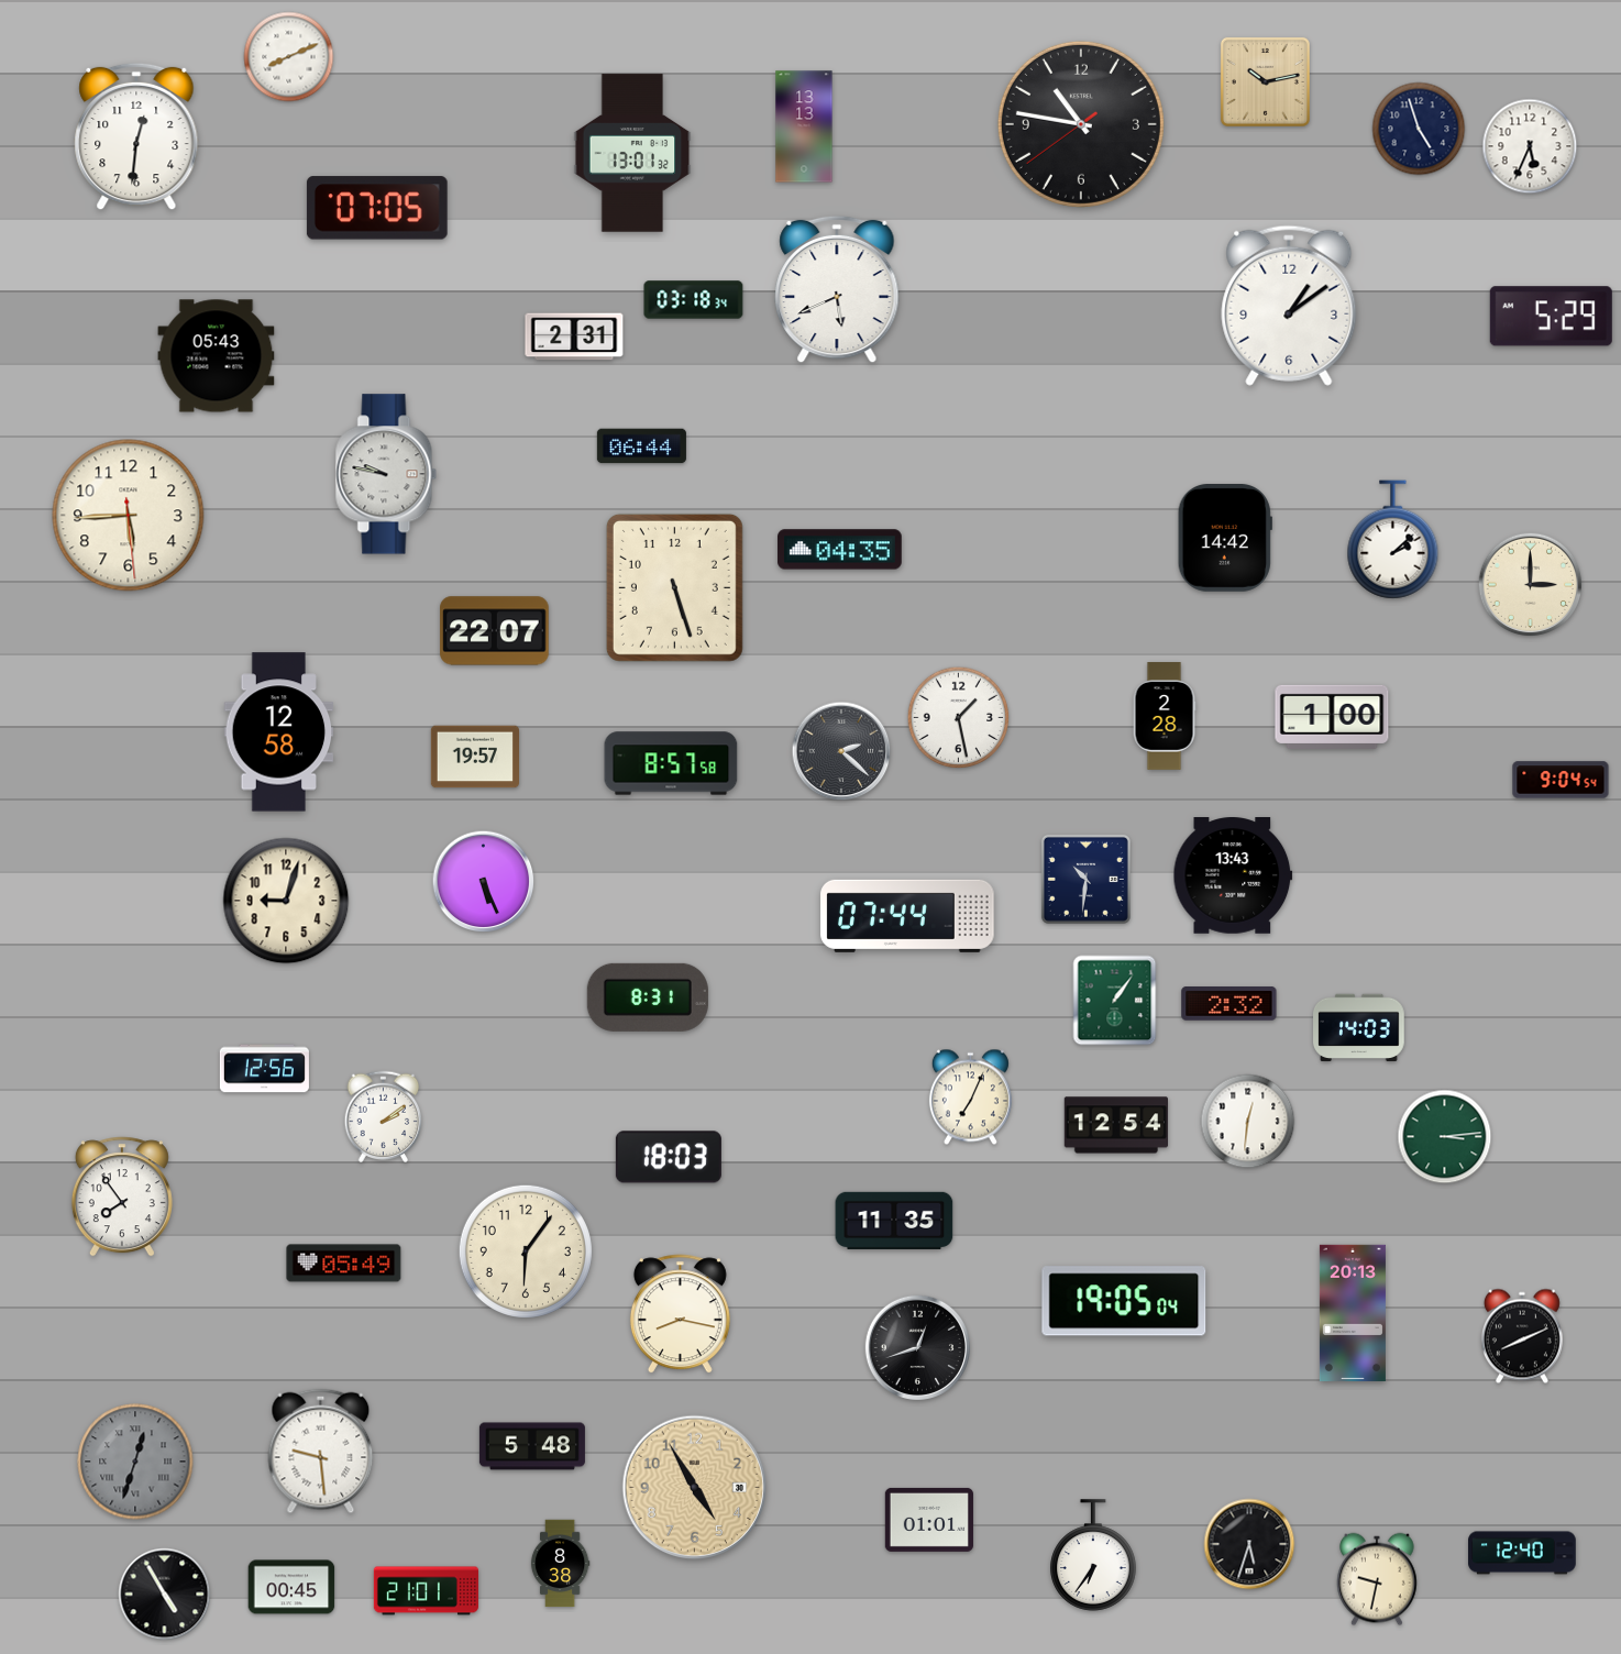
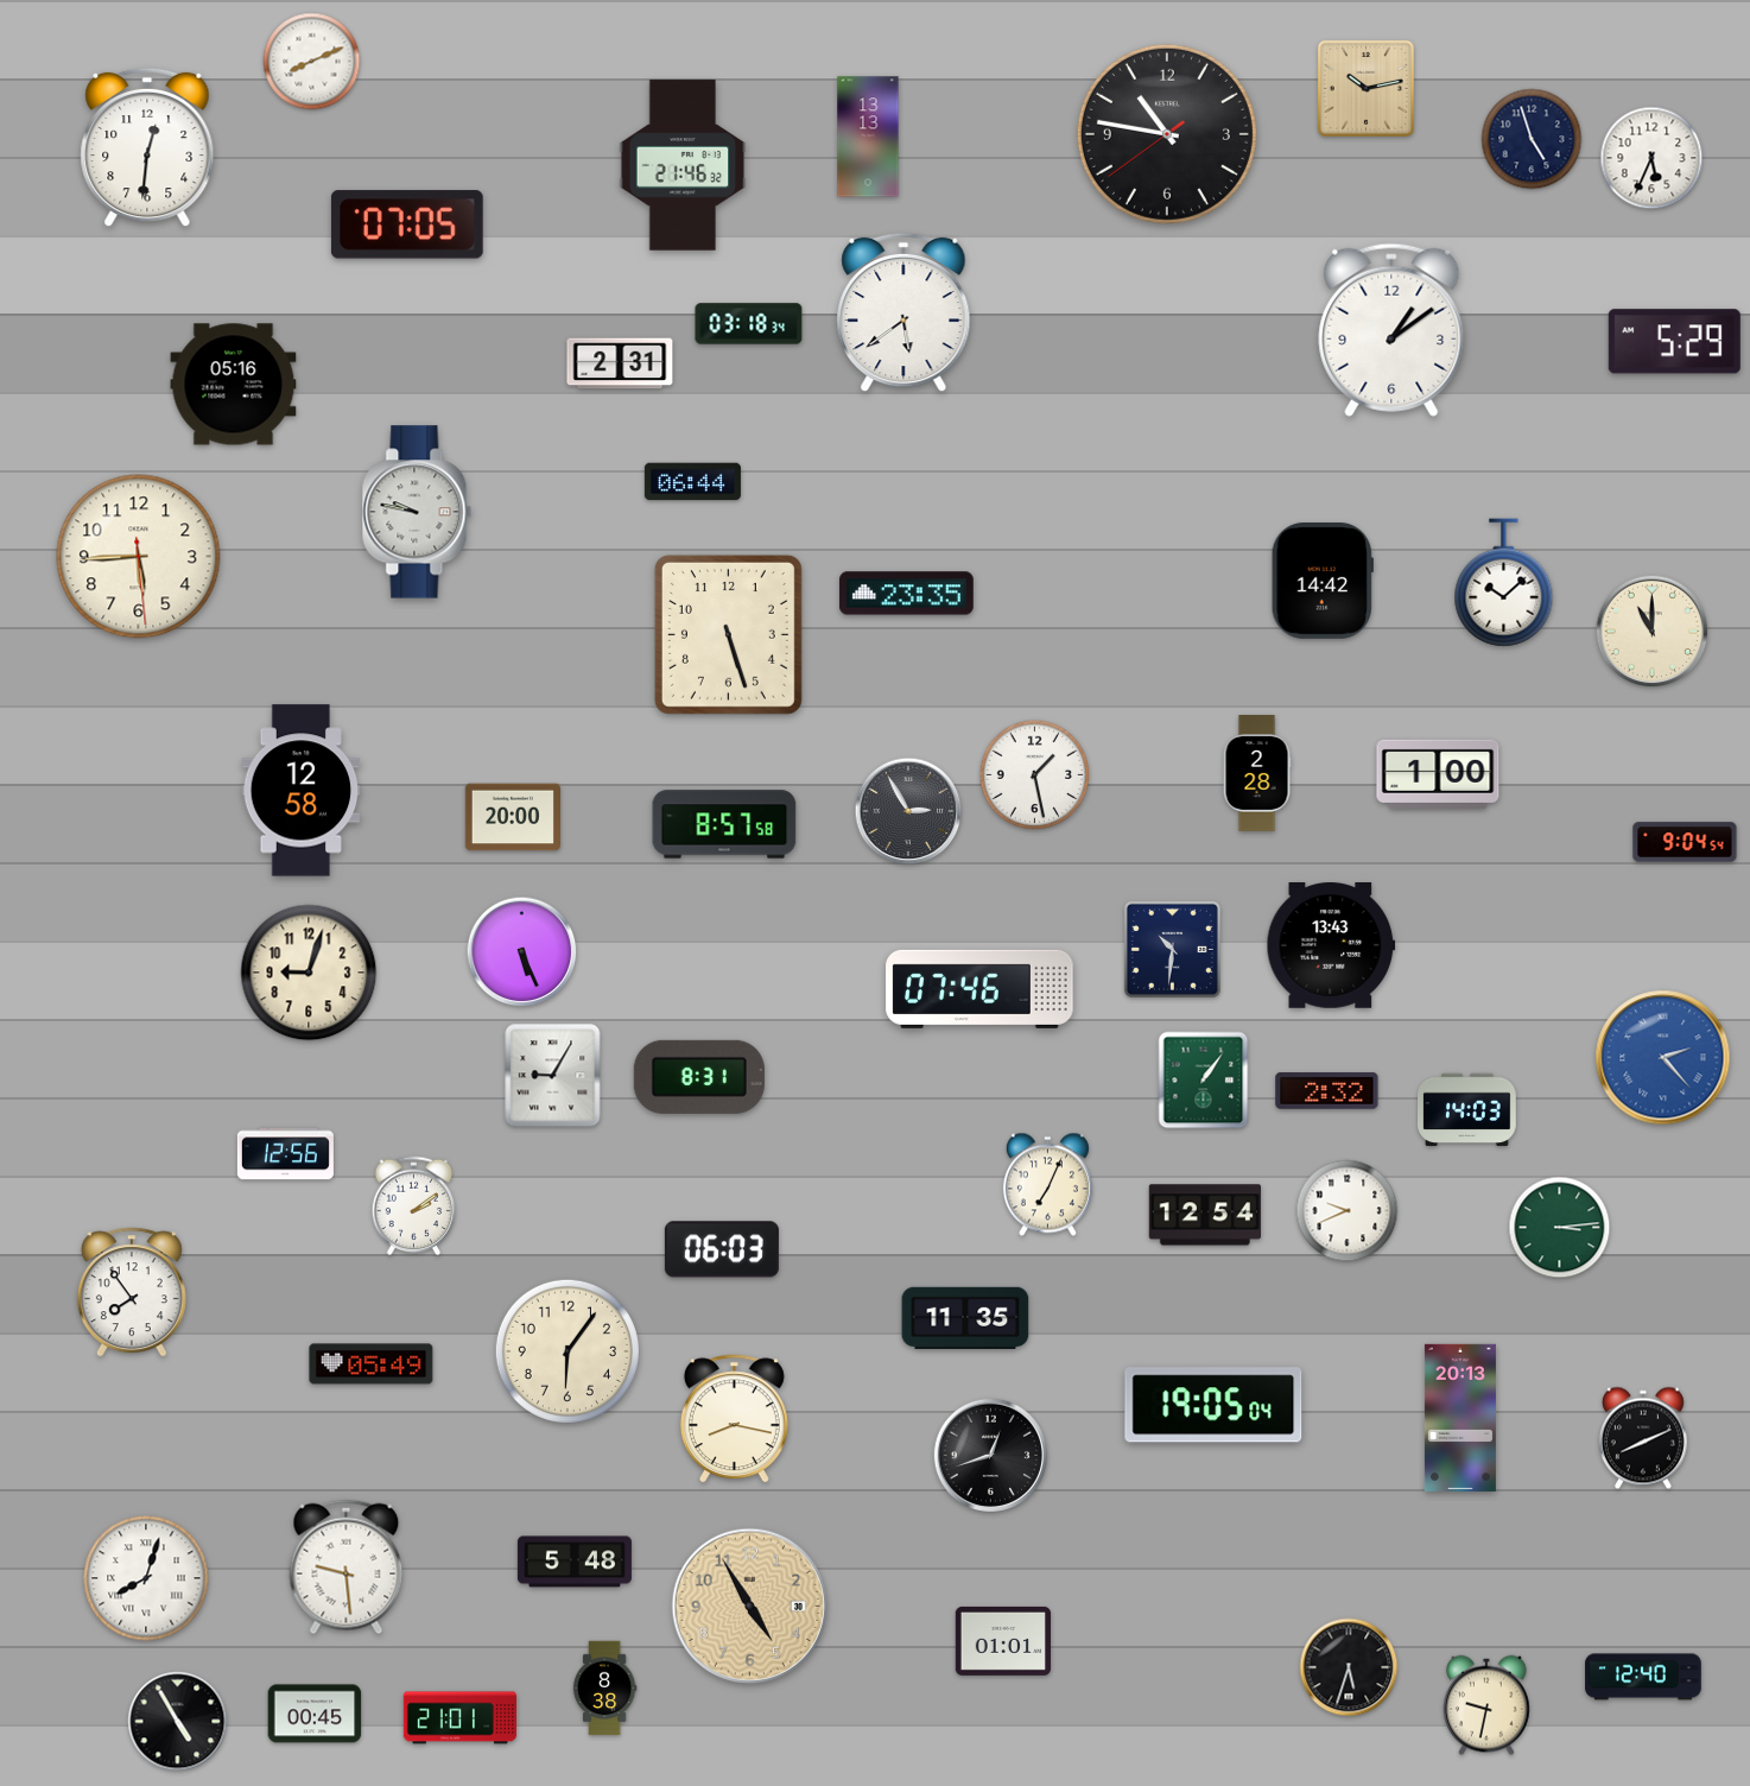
clock at (632, 153): 13:01 -> 21:46
clock at (837, 289): 5:41 -> 5:39
clock at (217, 356): 05:43 -> 05:16
clock at (1393, 540): 2:08 -> 10:08
clock at (840, 550): 04:35 -> 23:35
clock at (1531, 585): 3:00 -> 11:00
clock at (495, 631): 22:07 -> none
clock at (841, 751): 2:22 -> 2:55
clock at (474, 757): 19:57 -> 20:00
clock at (907, 916): 07:44 -> 07:46
clock at (1663, 1058): none -> 2:23
clock at (553, 1076): none -> 9:05
clock at (1229, 1004) position: (1229, 1004) -> (1327, 1091)
clock at (1248, 1122): 12:31 -> 9:41
clock at (669, 1157): 18:03 -> 06:03
clock at (1522, 1336) position: (1522, 1336) -> (1643, 1438)
clock at (135, 1462): 12:33 -> 8:03
clock at (135, 1462) dial: grey -> white
clock at (1093, 1555): 6:36 -> none
